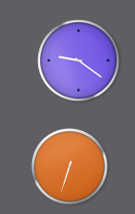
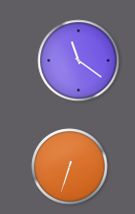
clock at (79, 61): 9:21 -> 11:21
